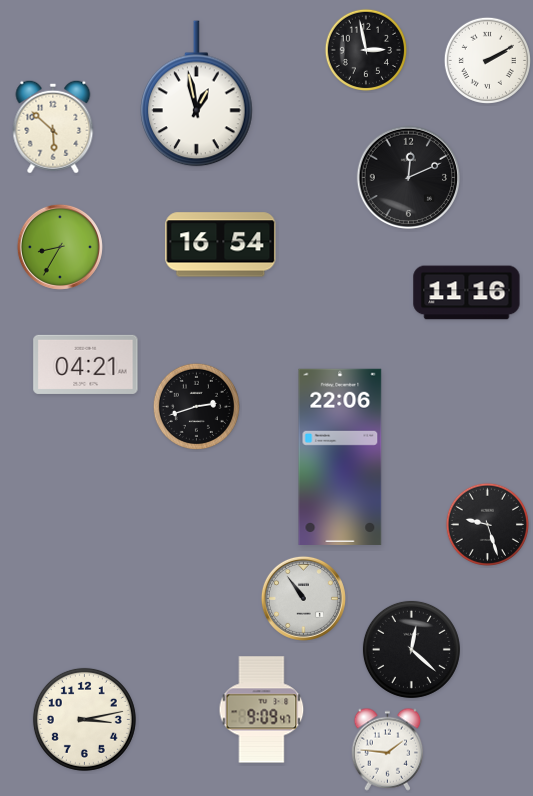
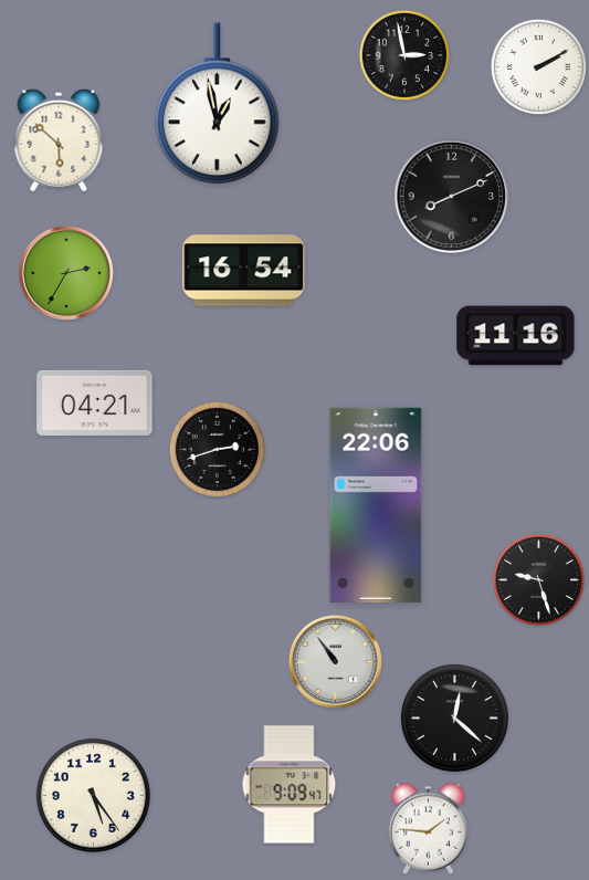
clock at (408, 177): 12:11 -> 8:11
clock at (60, 247): 8:35 -> 2:35
clock at (467, 293) position: (467, 293) -> (516, 336)
clock at (84, 719): 3:13 -> 5:24
